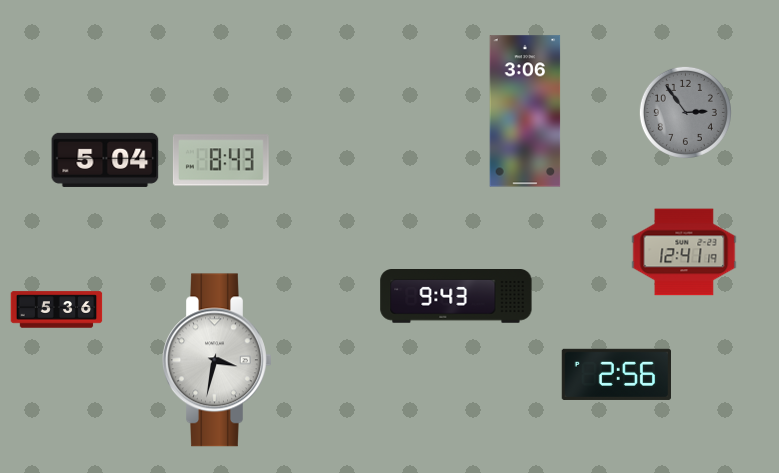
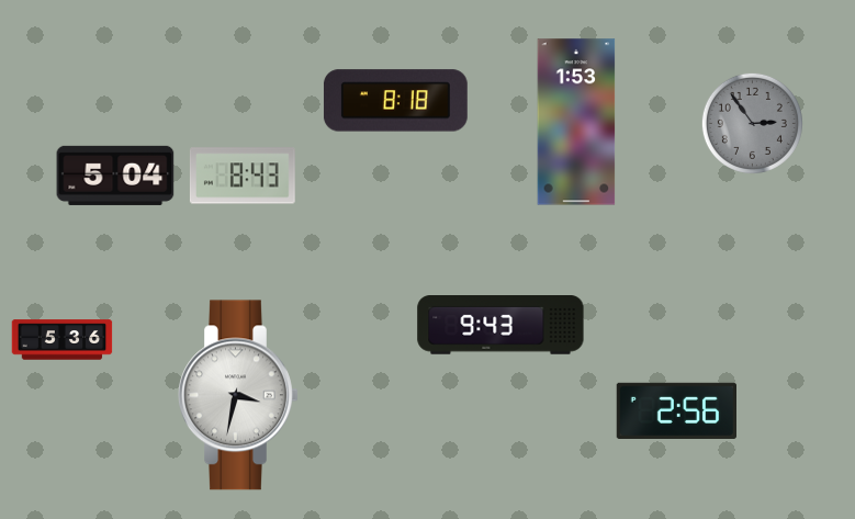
clock at (395, 101): none -> 8:18
clock at (525, 111): 3:06 -> 1:53
clock at (684, 252): 12:41 -> none
